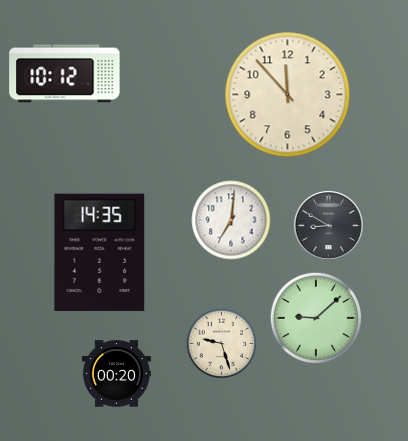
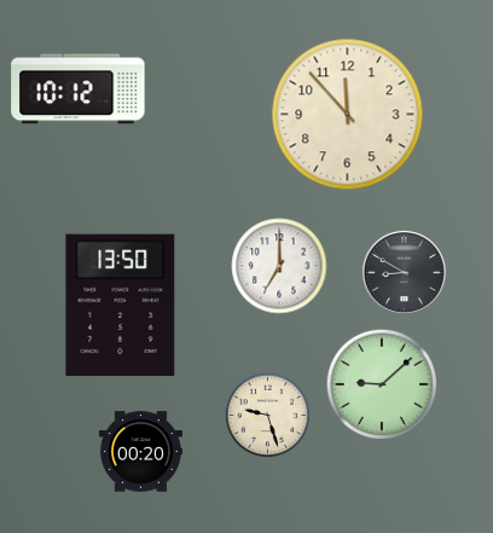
clock at (231, 220): 7:01 -> 7:00
clock at (328, 225) position: (328, 225) -> (404, 272)
clock at (100, 252): 14:35 -> 13:50
